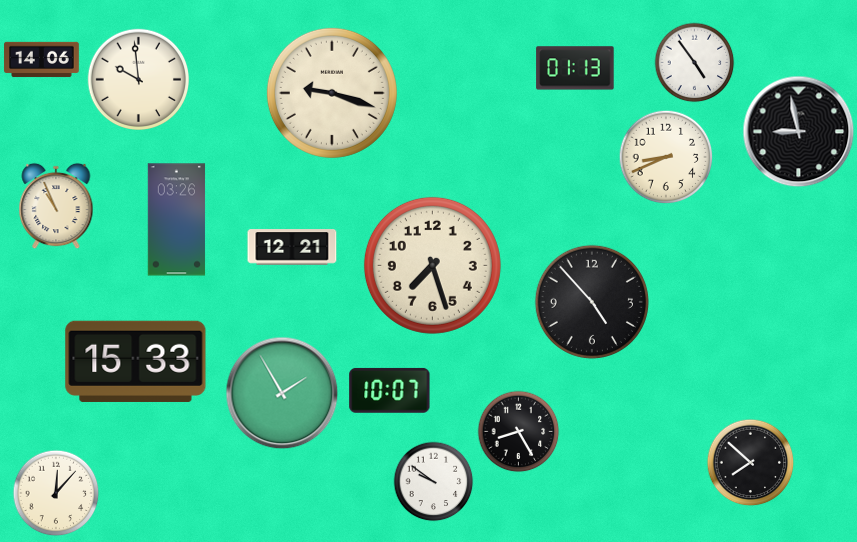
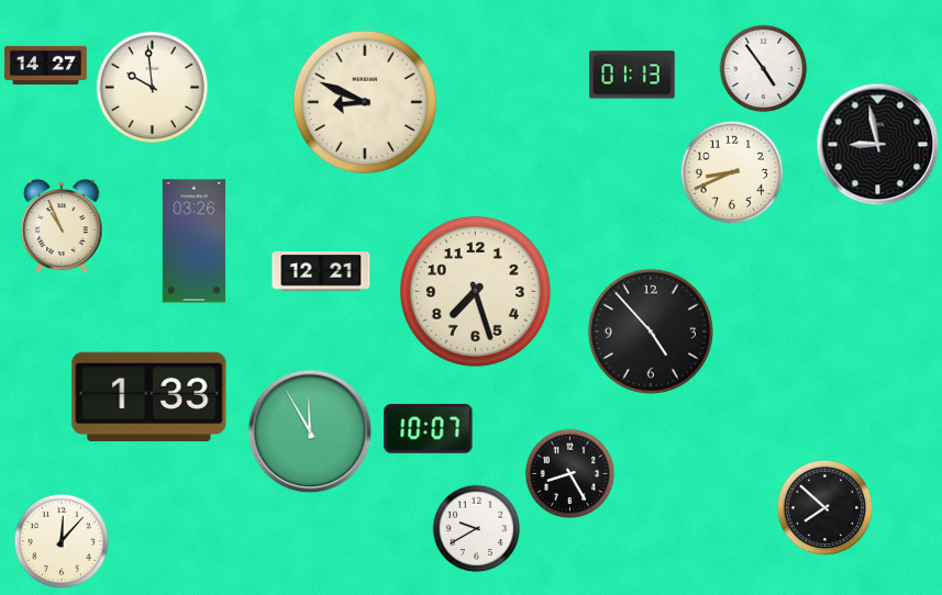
clock at (42, 60): 14:06 -> 14:27
clock at (332, 93): 9:18 -> 8:49
clock at (136, 361): 15:33 -> 1:33
clock at (282, 393): 1:55 -> 11:55
clock at (434, 482): 9:51 -> 9:40
